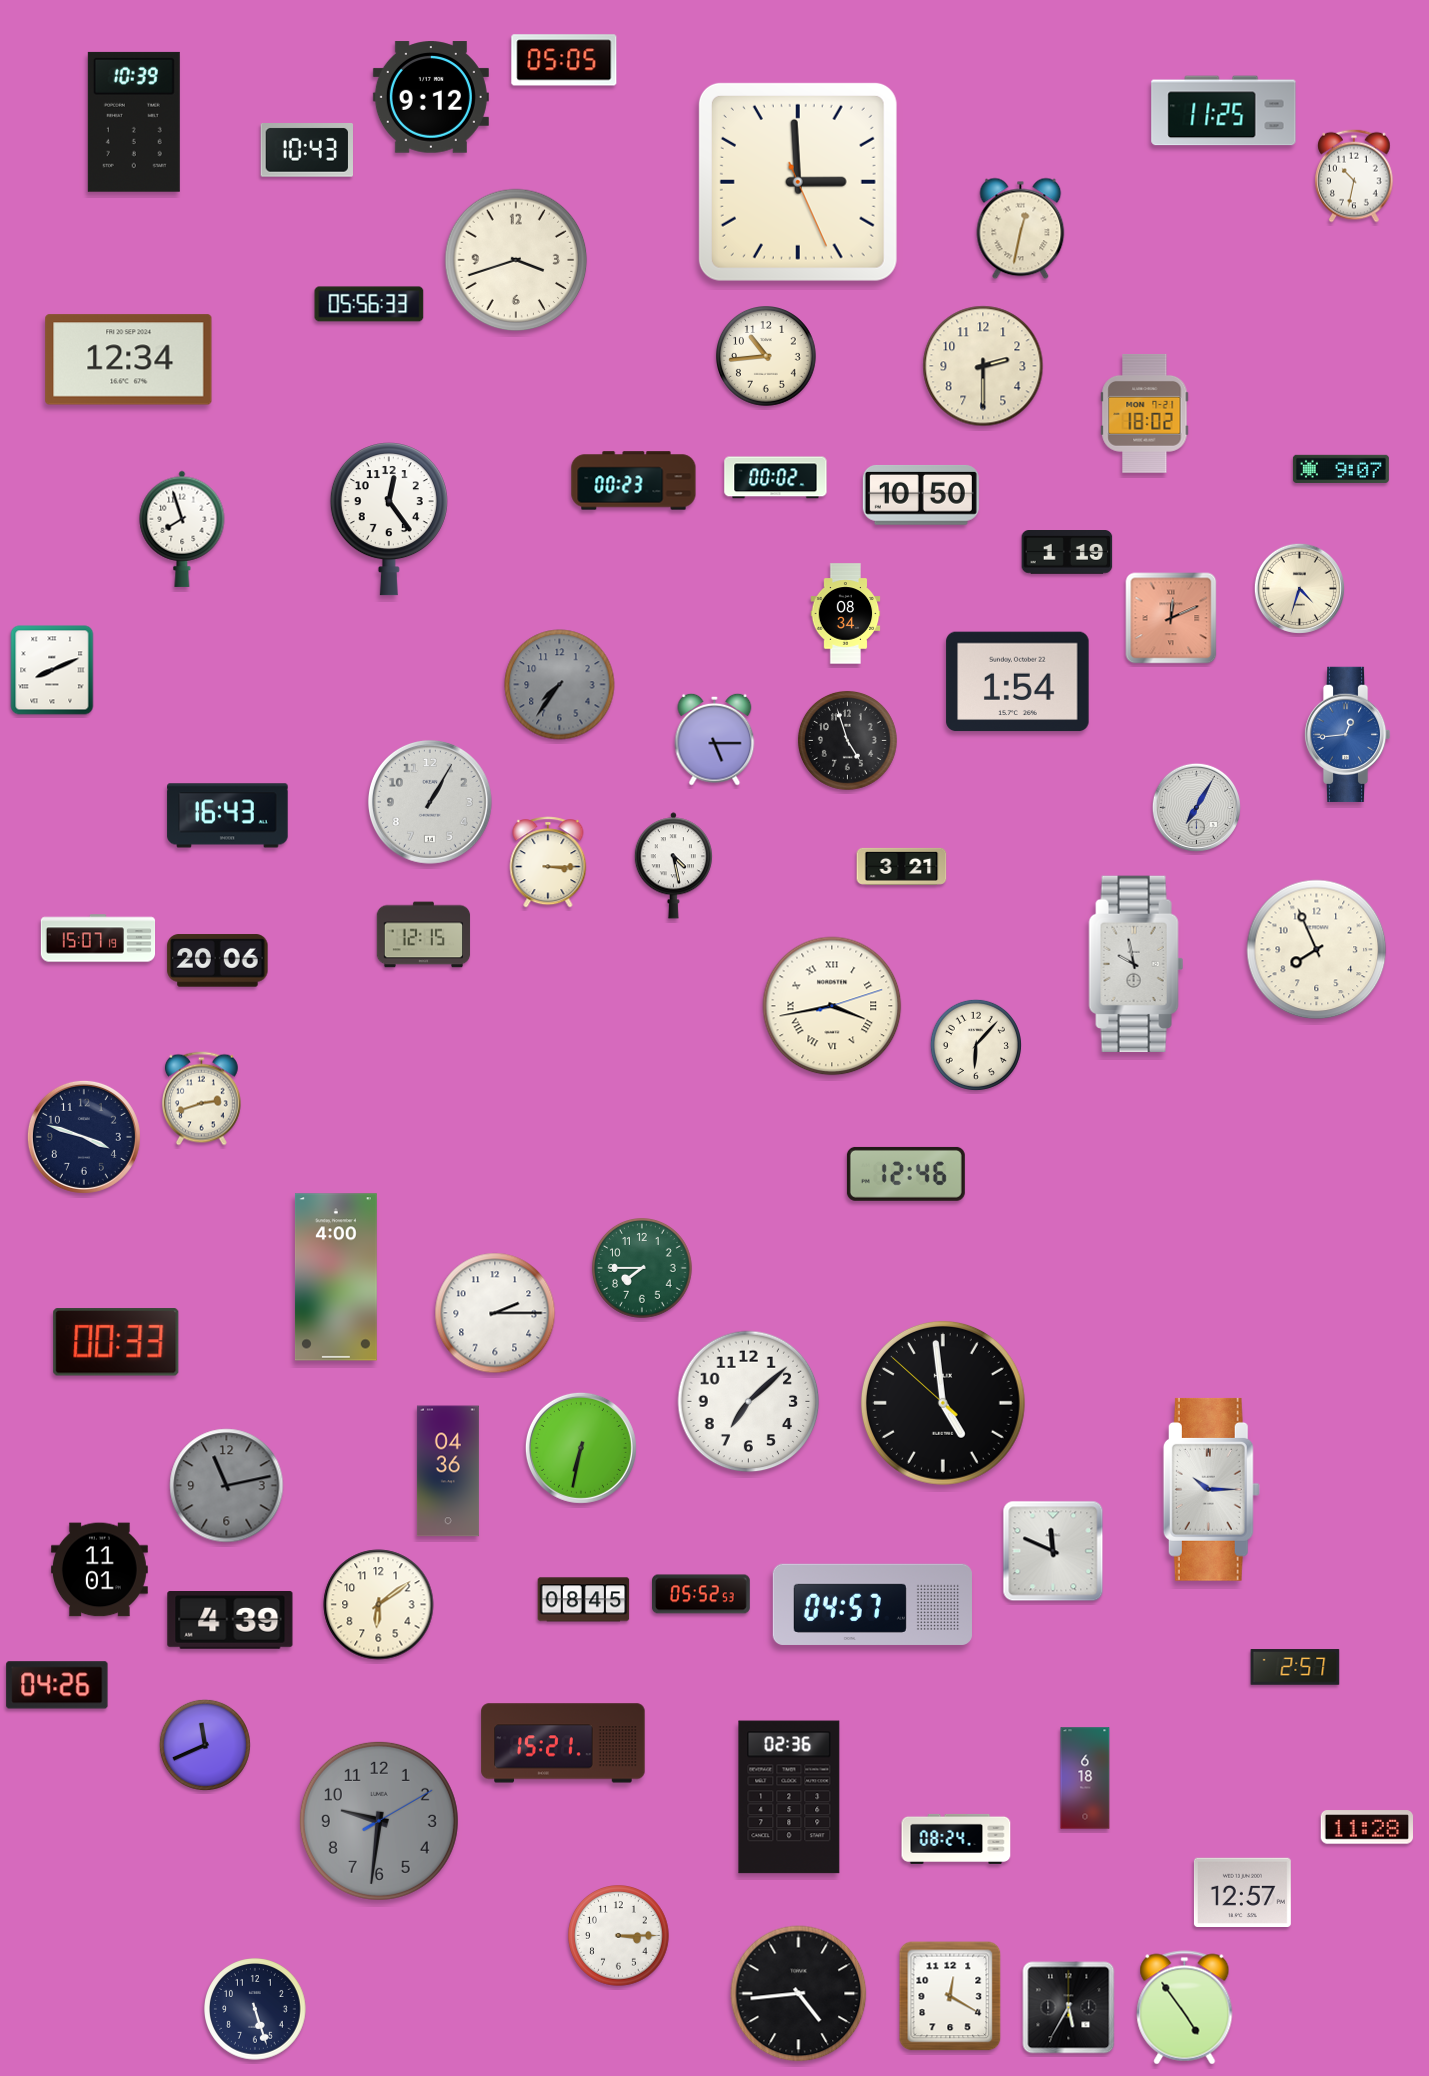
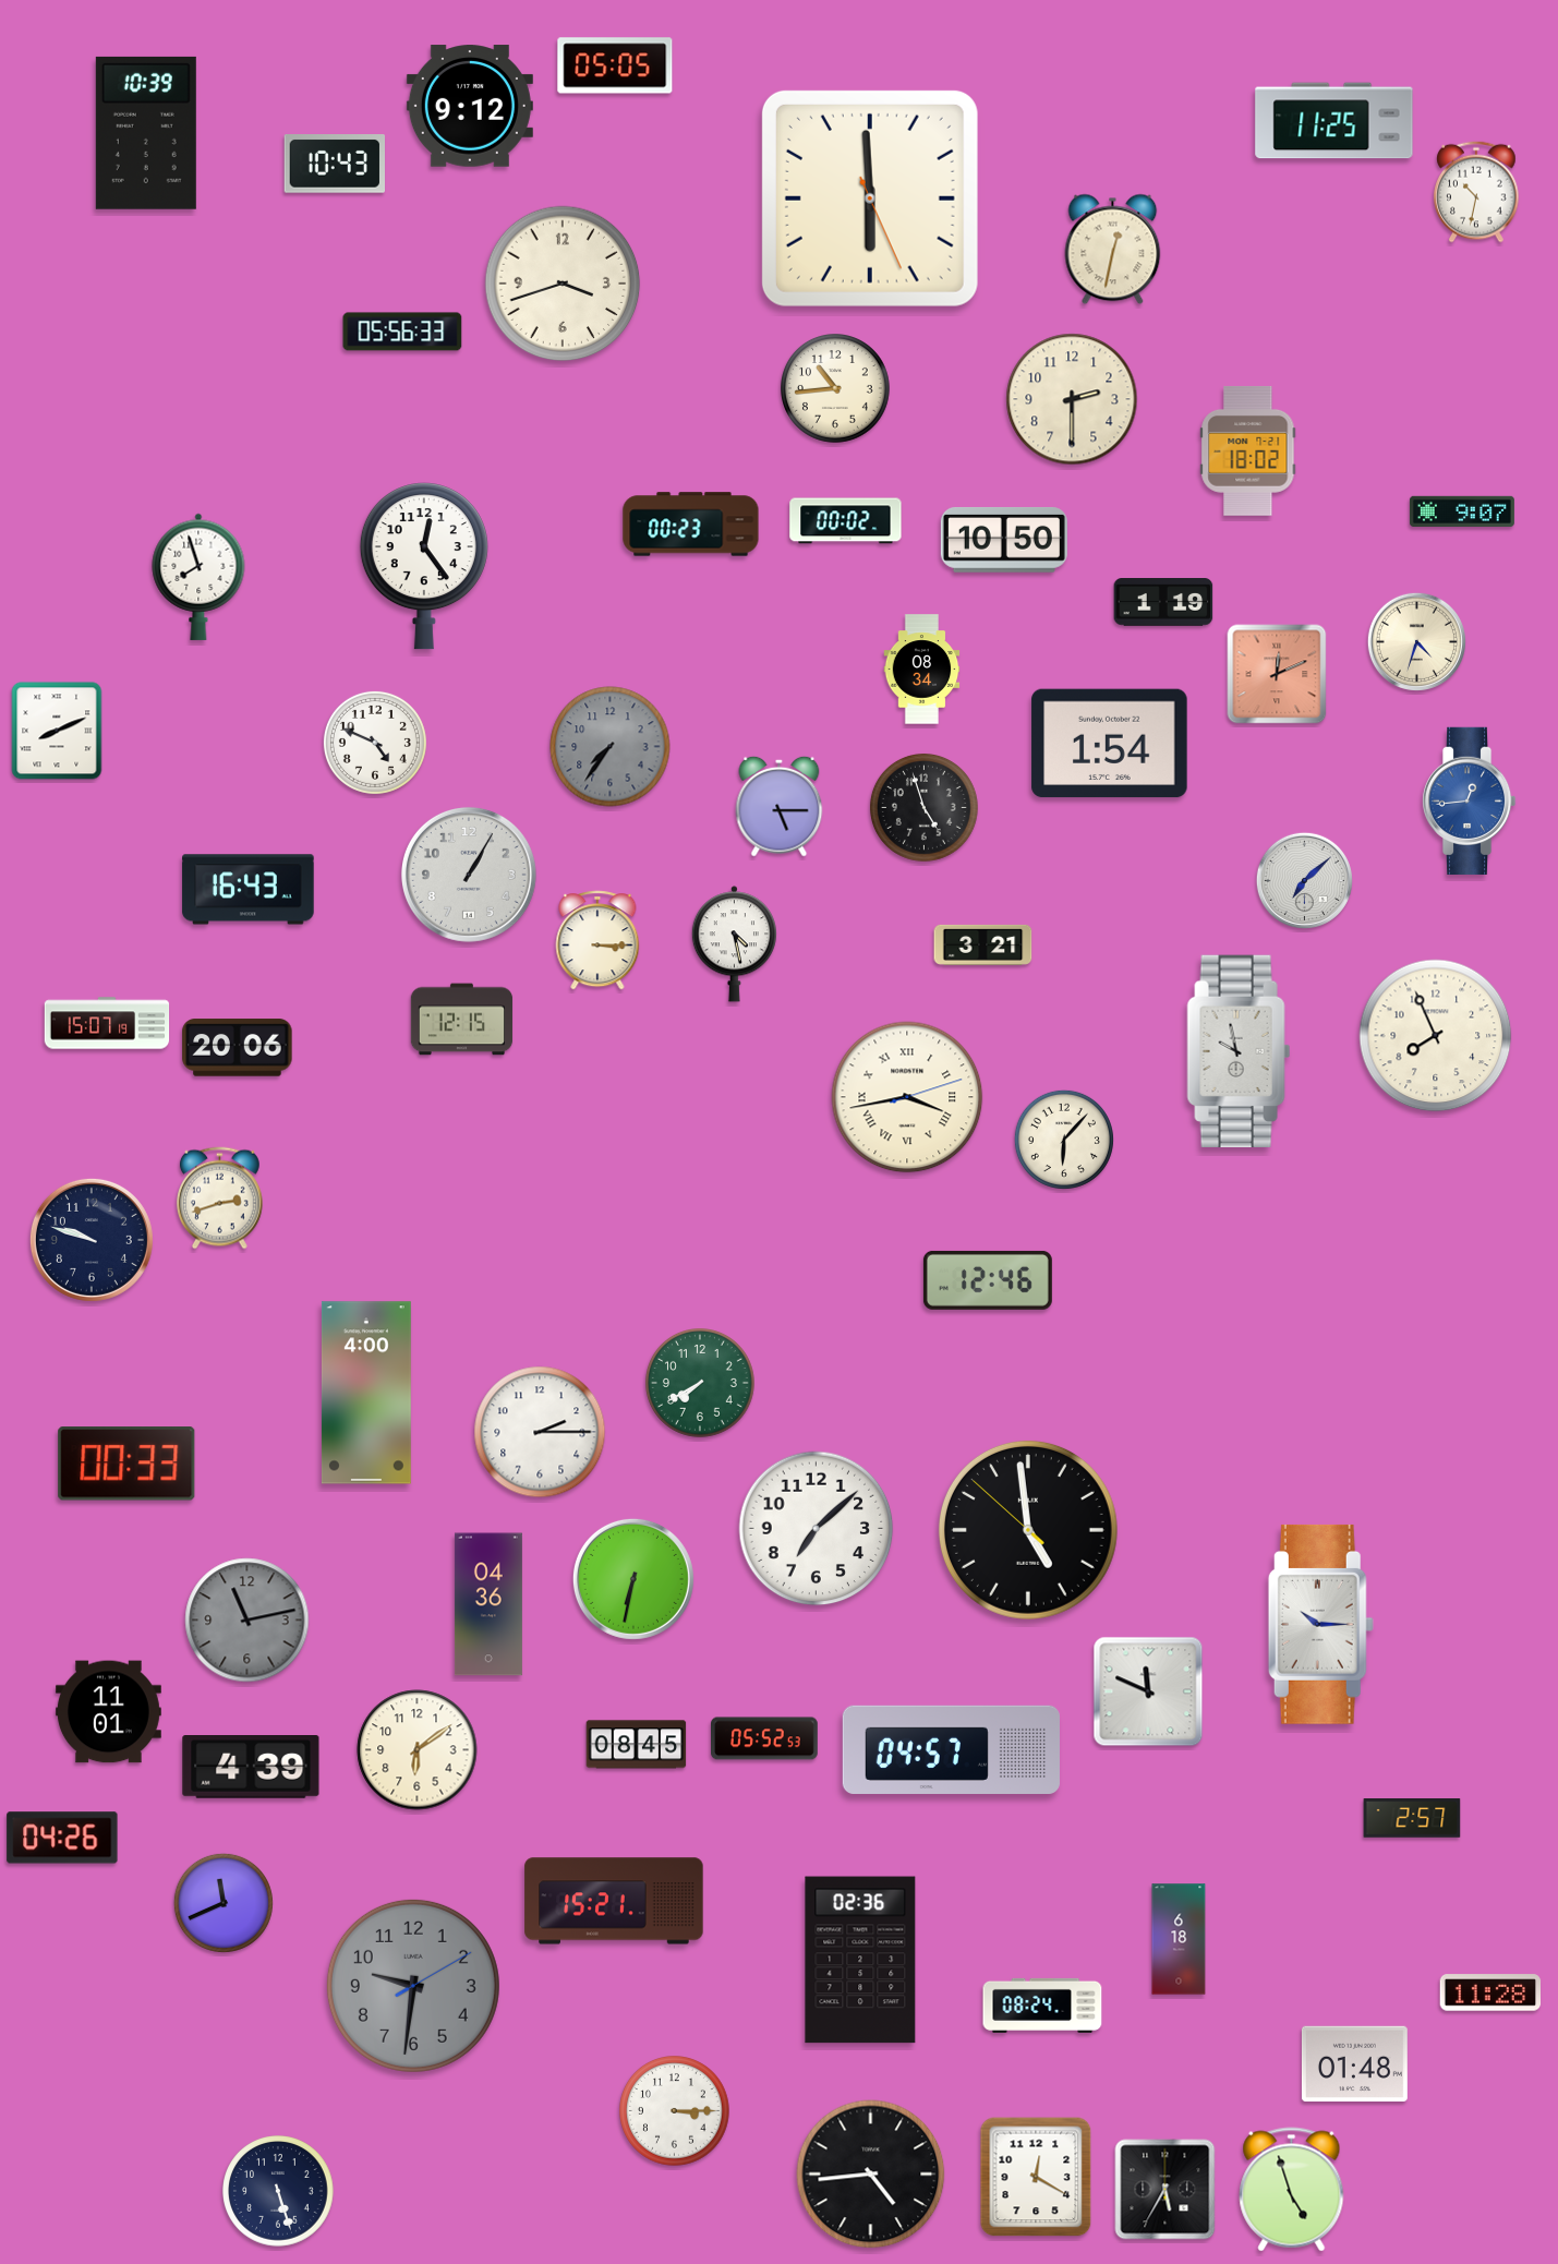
clock at (798, 182): 2:59 -> 5:59
clock at (129, 360): 12:34 -> none
clock at (375, 743): none -> 4:49
clock at (1196, 807): 7:05 -> 7:08
clock at (84, 1137): 3:48 -> 9:48
clock at (643, 1269): 7:45 -> 7:40
clock at (379, 1605) position: (379, 1605) -> (418, 1750)
clock at (1085, 1778) position: (1085, 1778) -> (1179, 1939)
clock at (1242, 1892): 12:57 -> 01:48
clock at (1185, 2008): 4:54 -> 4:57
